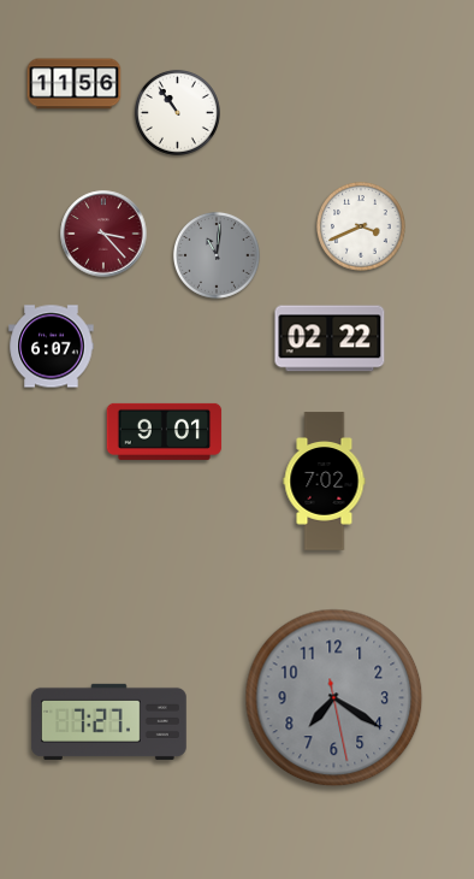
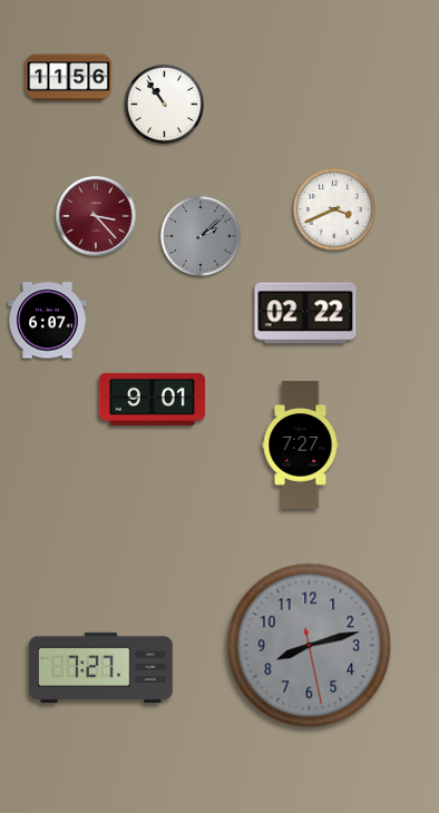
clock at (217, 255): 11:01 -> 2:08
clock at (325, 482): 7:02 -> 7:27
clock at (334, 698): 7:20 -> 8:12
